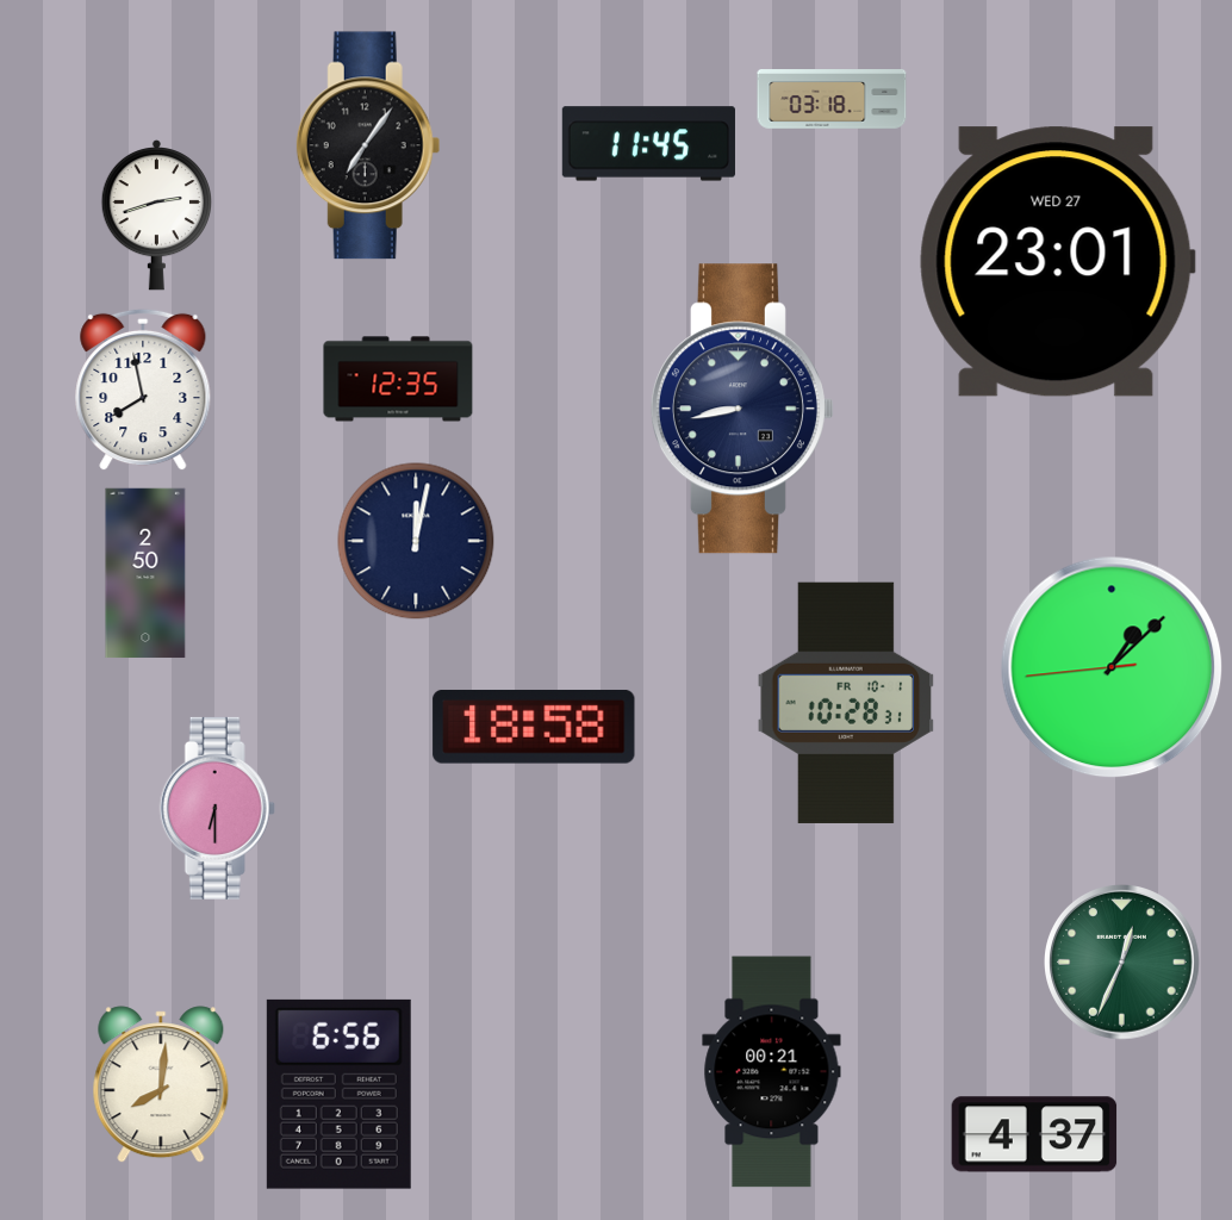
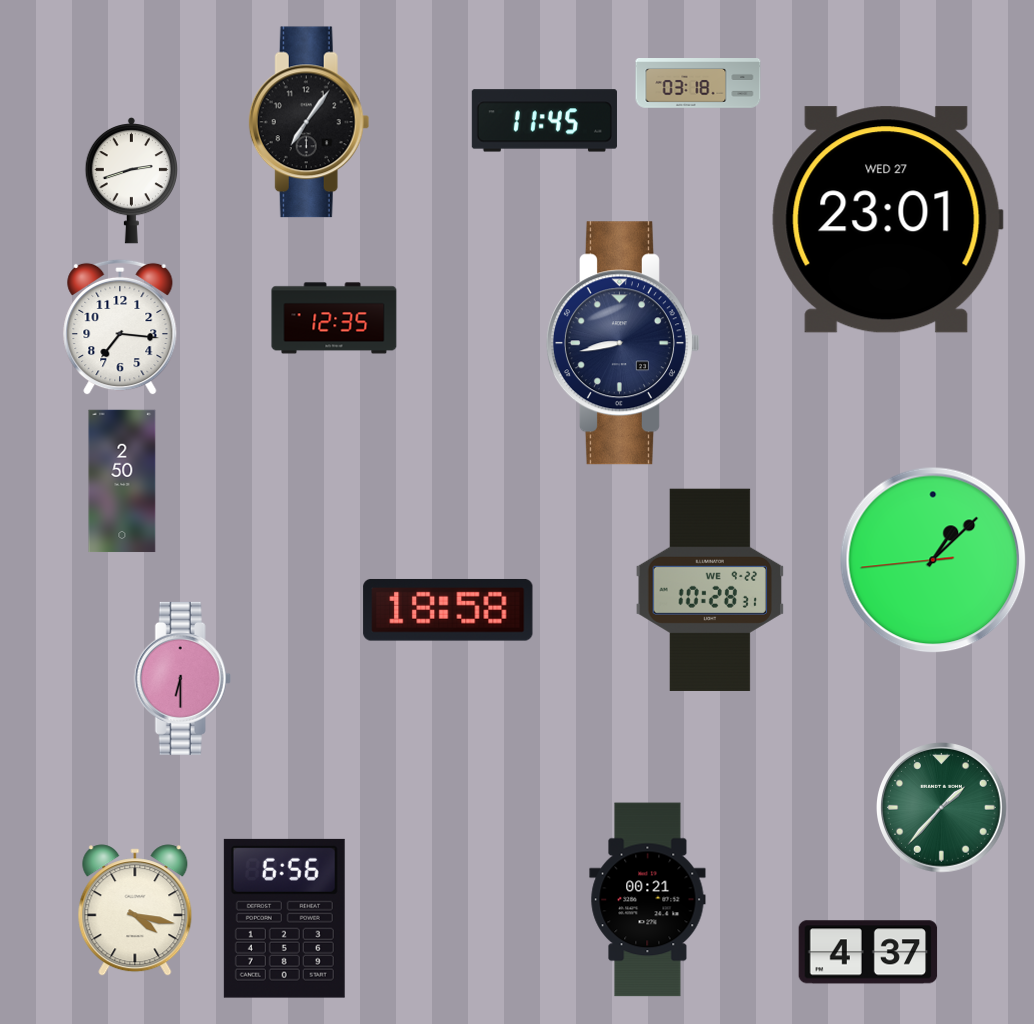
clock at (143, 390): 7:58 -> 7:16
clock at (416, 541): 12:02 -> none
clock at (846, 703) date: FR 10-1 -> WE 9-22
clock at (1122, 963): 12:34 -> 1:37
clock at (161, 1084): 8:01 -> 4:17
